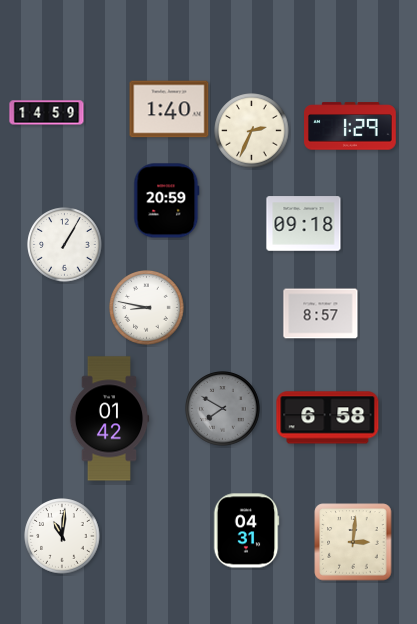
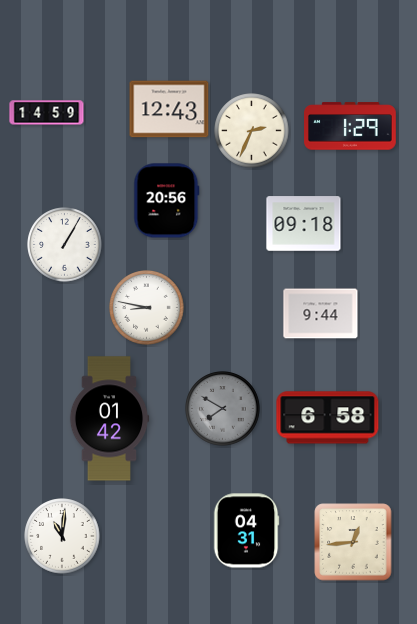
clock at (169, 109): 1:40 -> 12:43
clock at (167, 201): 20:59 -> 20:56
clock at (321, 314): 8:57 -> 9:44
clock at (353, 542): 3:01 -> 12:44
